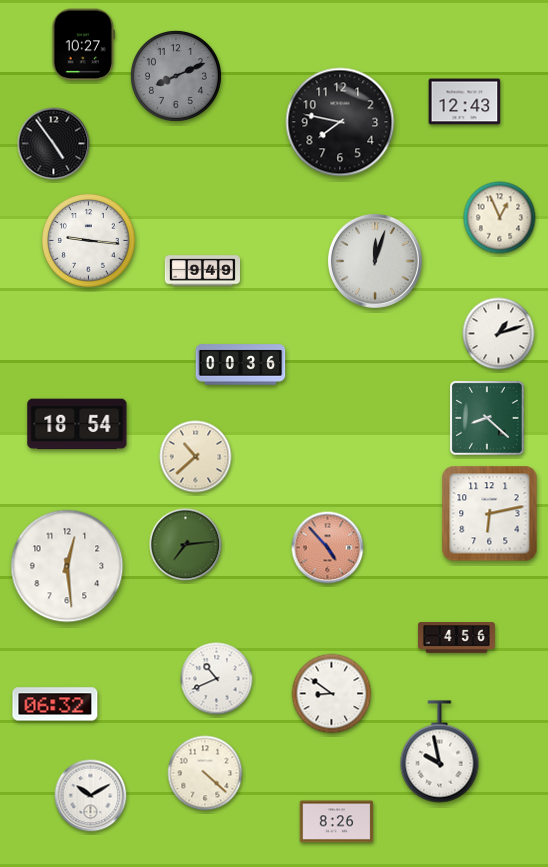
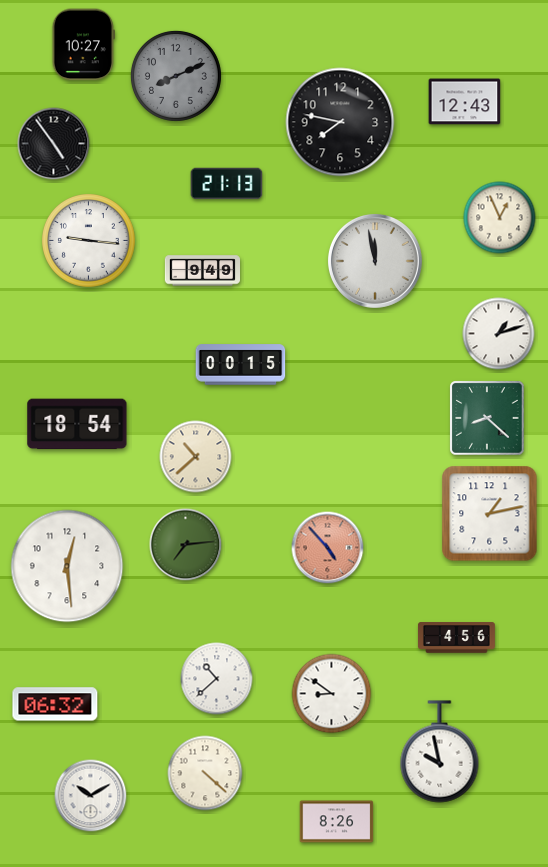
clock at (227, 184): none -> 21:13
clock at (375, 261): 12:03 -> 11:58
clock at (241, 365): 00:36 -> 00:15
clock at (490, 514): 6:13 -> 1:13
clock at (217, 679): 10:41 -> 10:38
